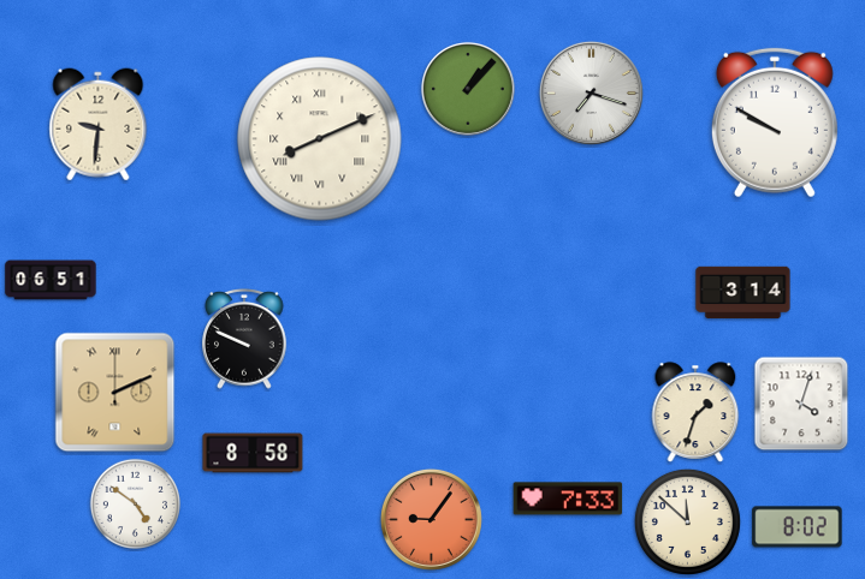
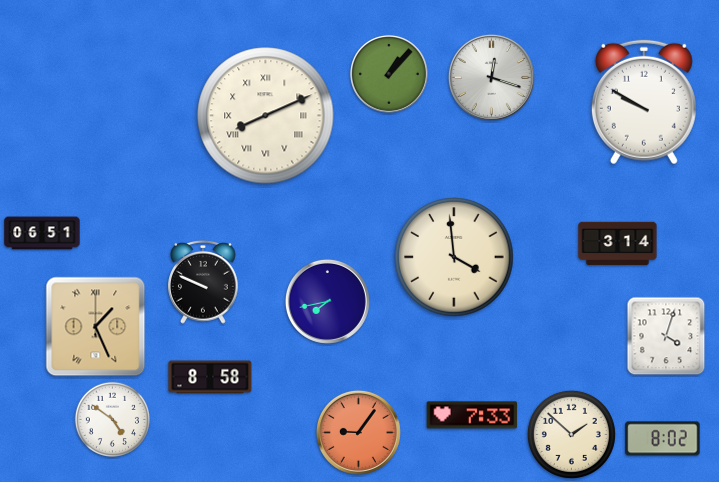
clock at (591, 92): 7:18 -> 12:18
clock at (99, 125): 9:31 -> none
clock at (454, 257): none -> 3:59
clock at (327, 301): none -> 7:43
clock at (115, 393): 2:11 -> 1:26
clock at (695, 412): 1:33 -> none
clock at (687, 521): 11:52 -> 1:52
